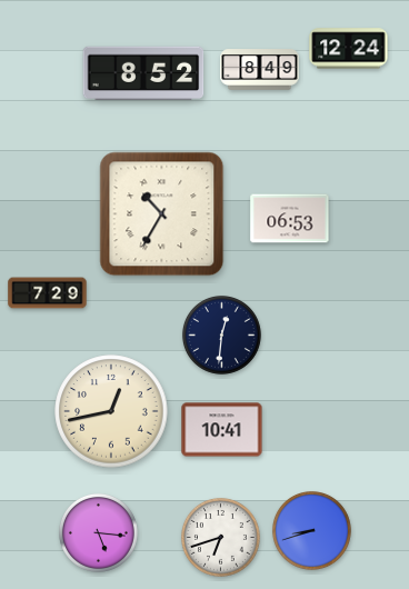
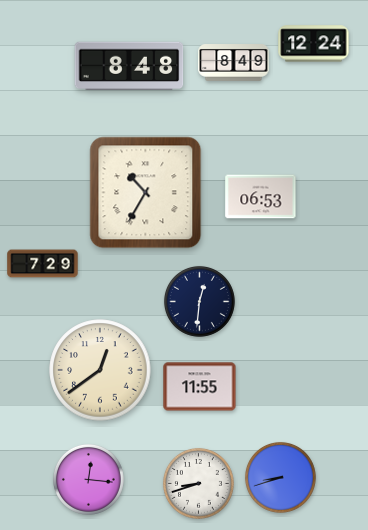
clock at (143, 73): 8:52 -> 8:48
clock at (111, 411): 12:43 -> 12:39
clock at (222, 430): 10:41 -> 11:55
clock at (98, 532): 5:16 -> 12:16
clock at (220, 537): 6:42 -> 8:42
